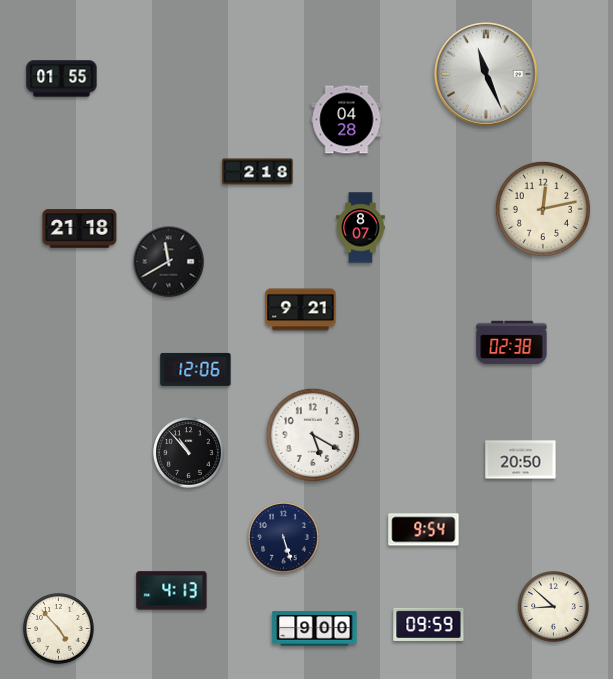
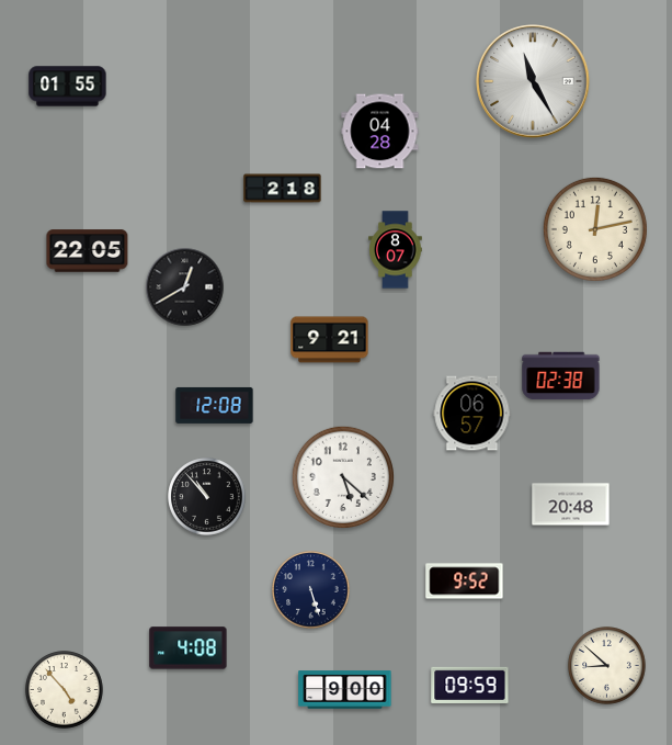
clock at (486, 74): 11:26 -> 11:25
clock at (80, 229): 21:18 -> 22:05
clock at (169, 262): 11:40 -> 12:40
clock at (196, 369): 12:06 -> 12:08
clock at (472, 414): none -> 06:57
clock at (313, 435): 5:20 -> 5:22
clock at (521, 460): 20:50 -> 20:48
clock at (424, 530): 9:54 -> 9:52
clock at (172, 591): 4:13 -> 4:08
